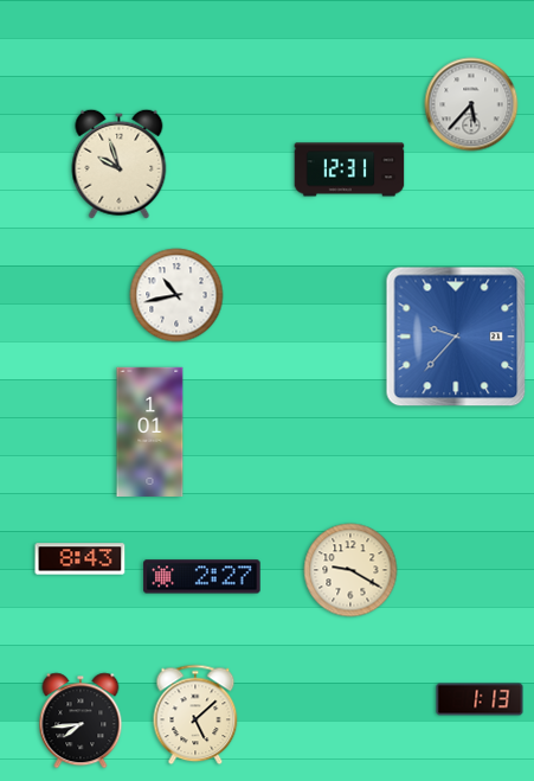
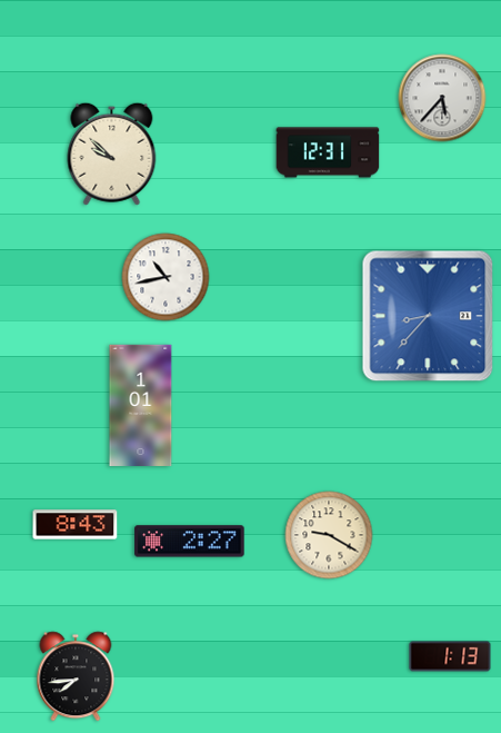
clock at (120, 164): 9:57 -> 9:52
clock at (349, 169) position: (349, 169) -> (328, 152)
clock at (456, 337): 9:37 -> 8:37
clock at (195, 715): 5:08 -> none
